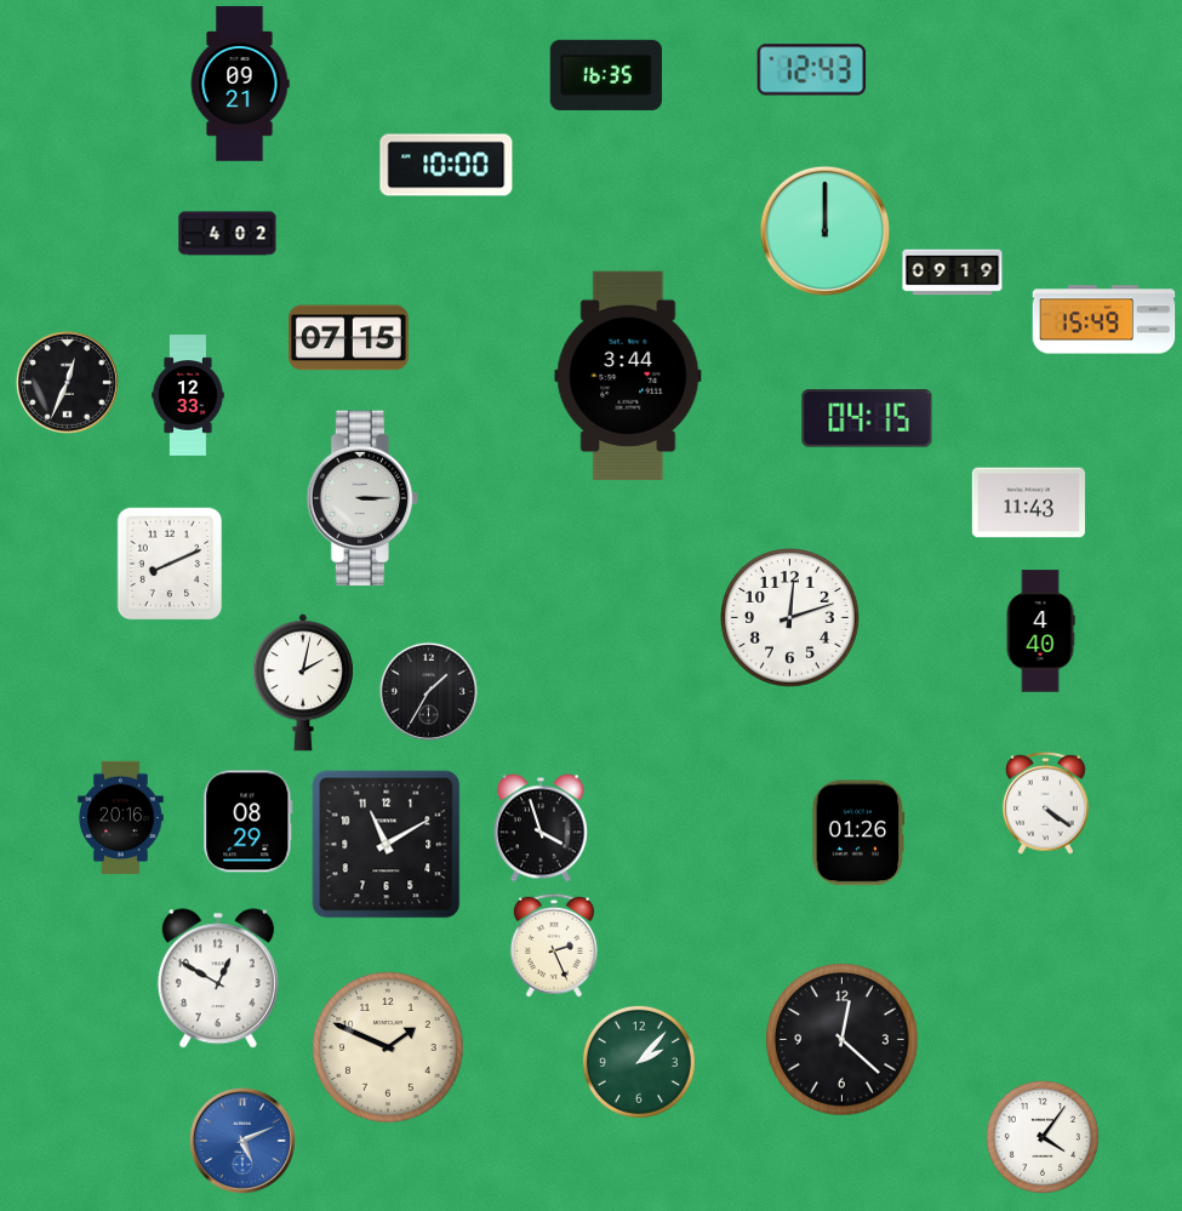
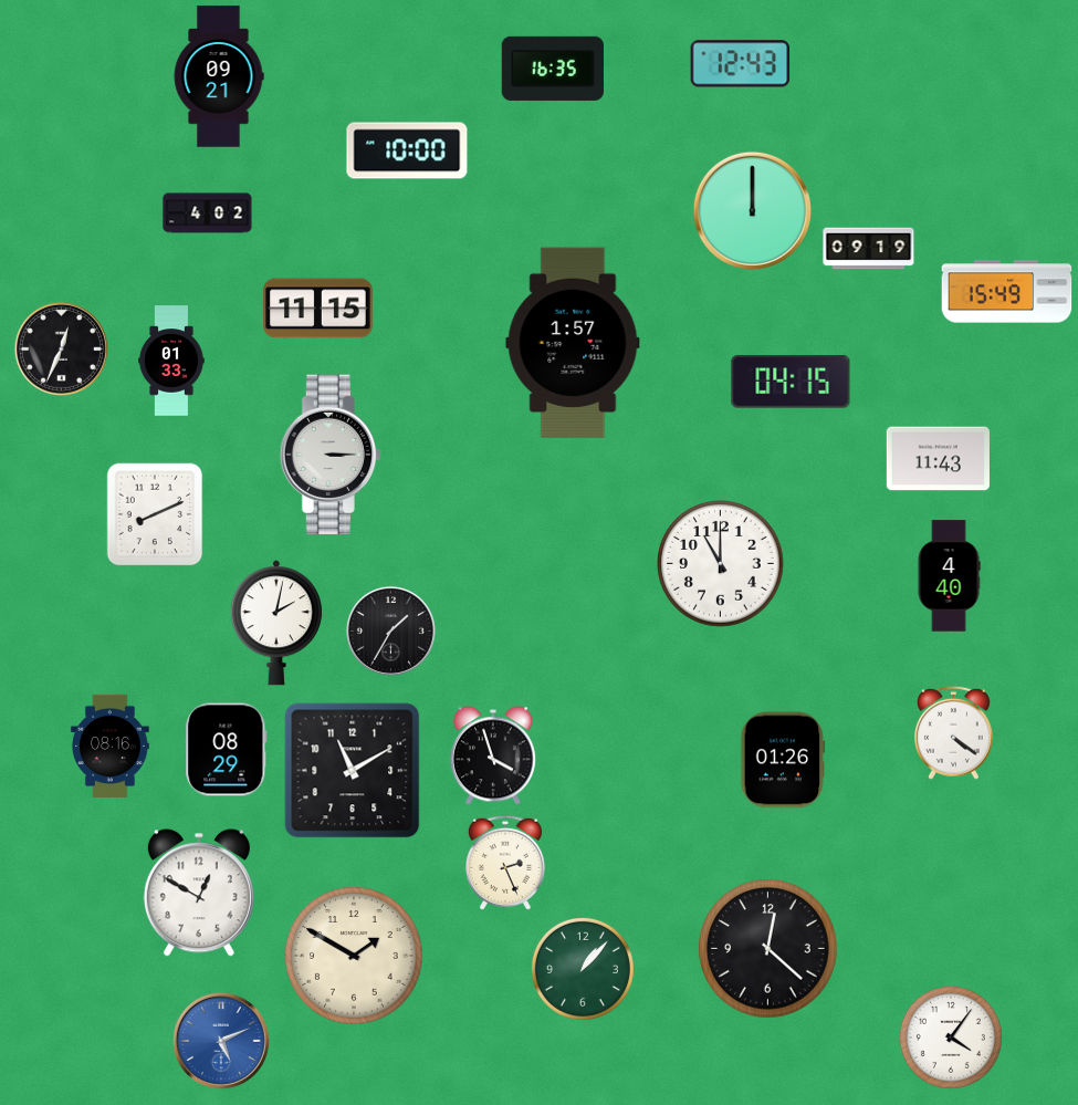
clock at (349, 338): 07:15 -> 11:15
clock at (628, 376): 3:44 -> 1:57
clock at (188, 395): 12:33 -> 01:33
clock at (790, 618): 12:12 -> 11:00
clock at (121, 817): 20:16 -> 08:16
clock at (388, 1047): 1:49 -> 1:50
clock at (639, 1062): 2:07 -> 1:07
